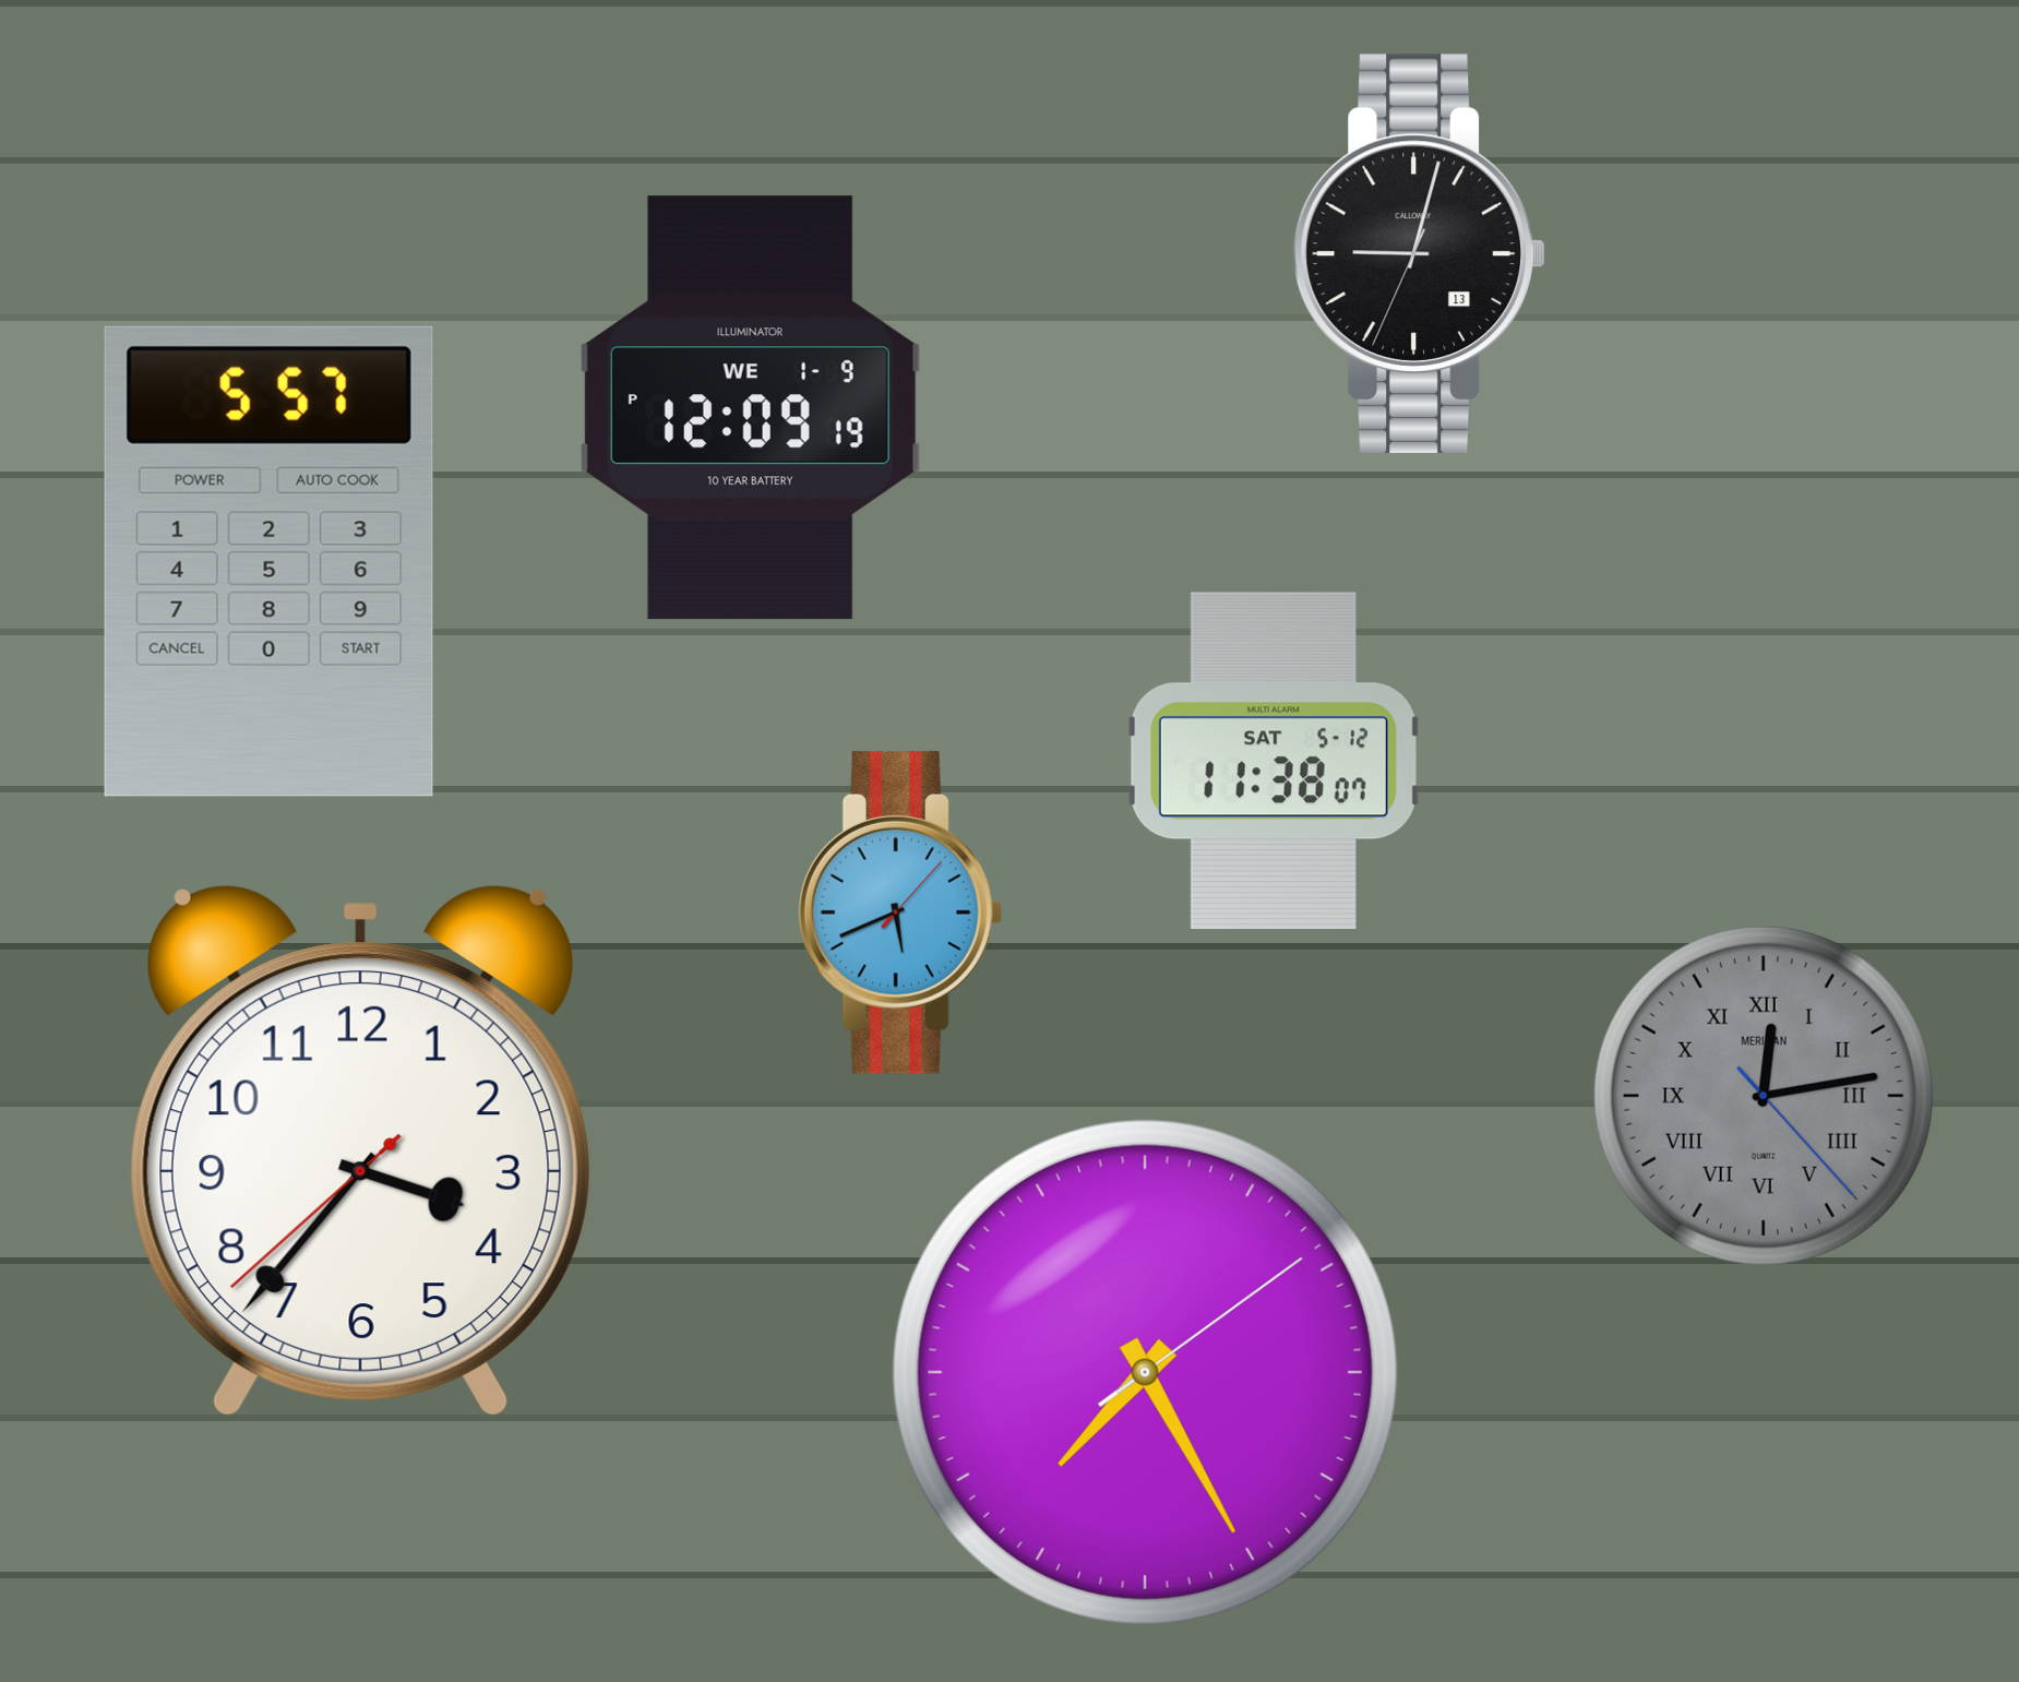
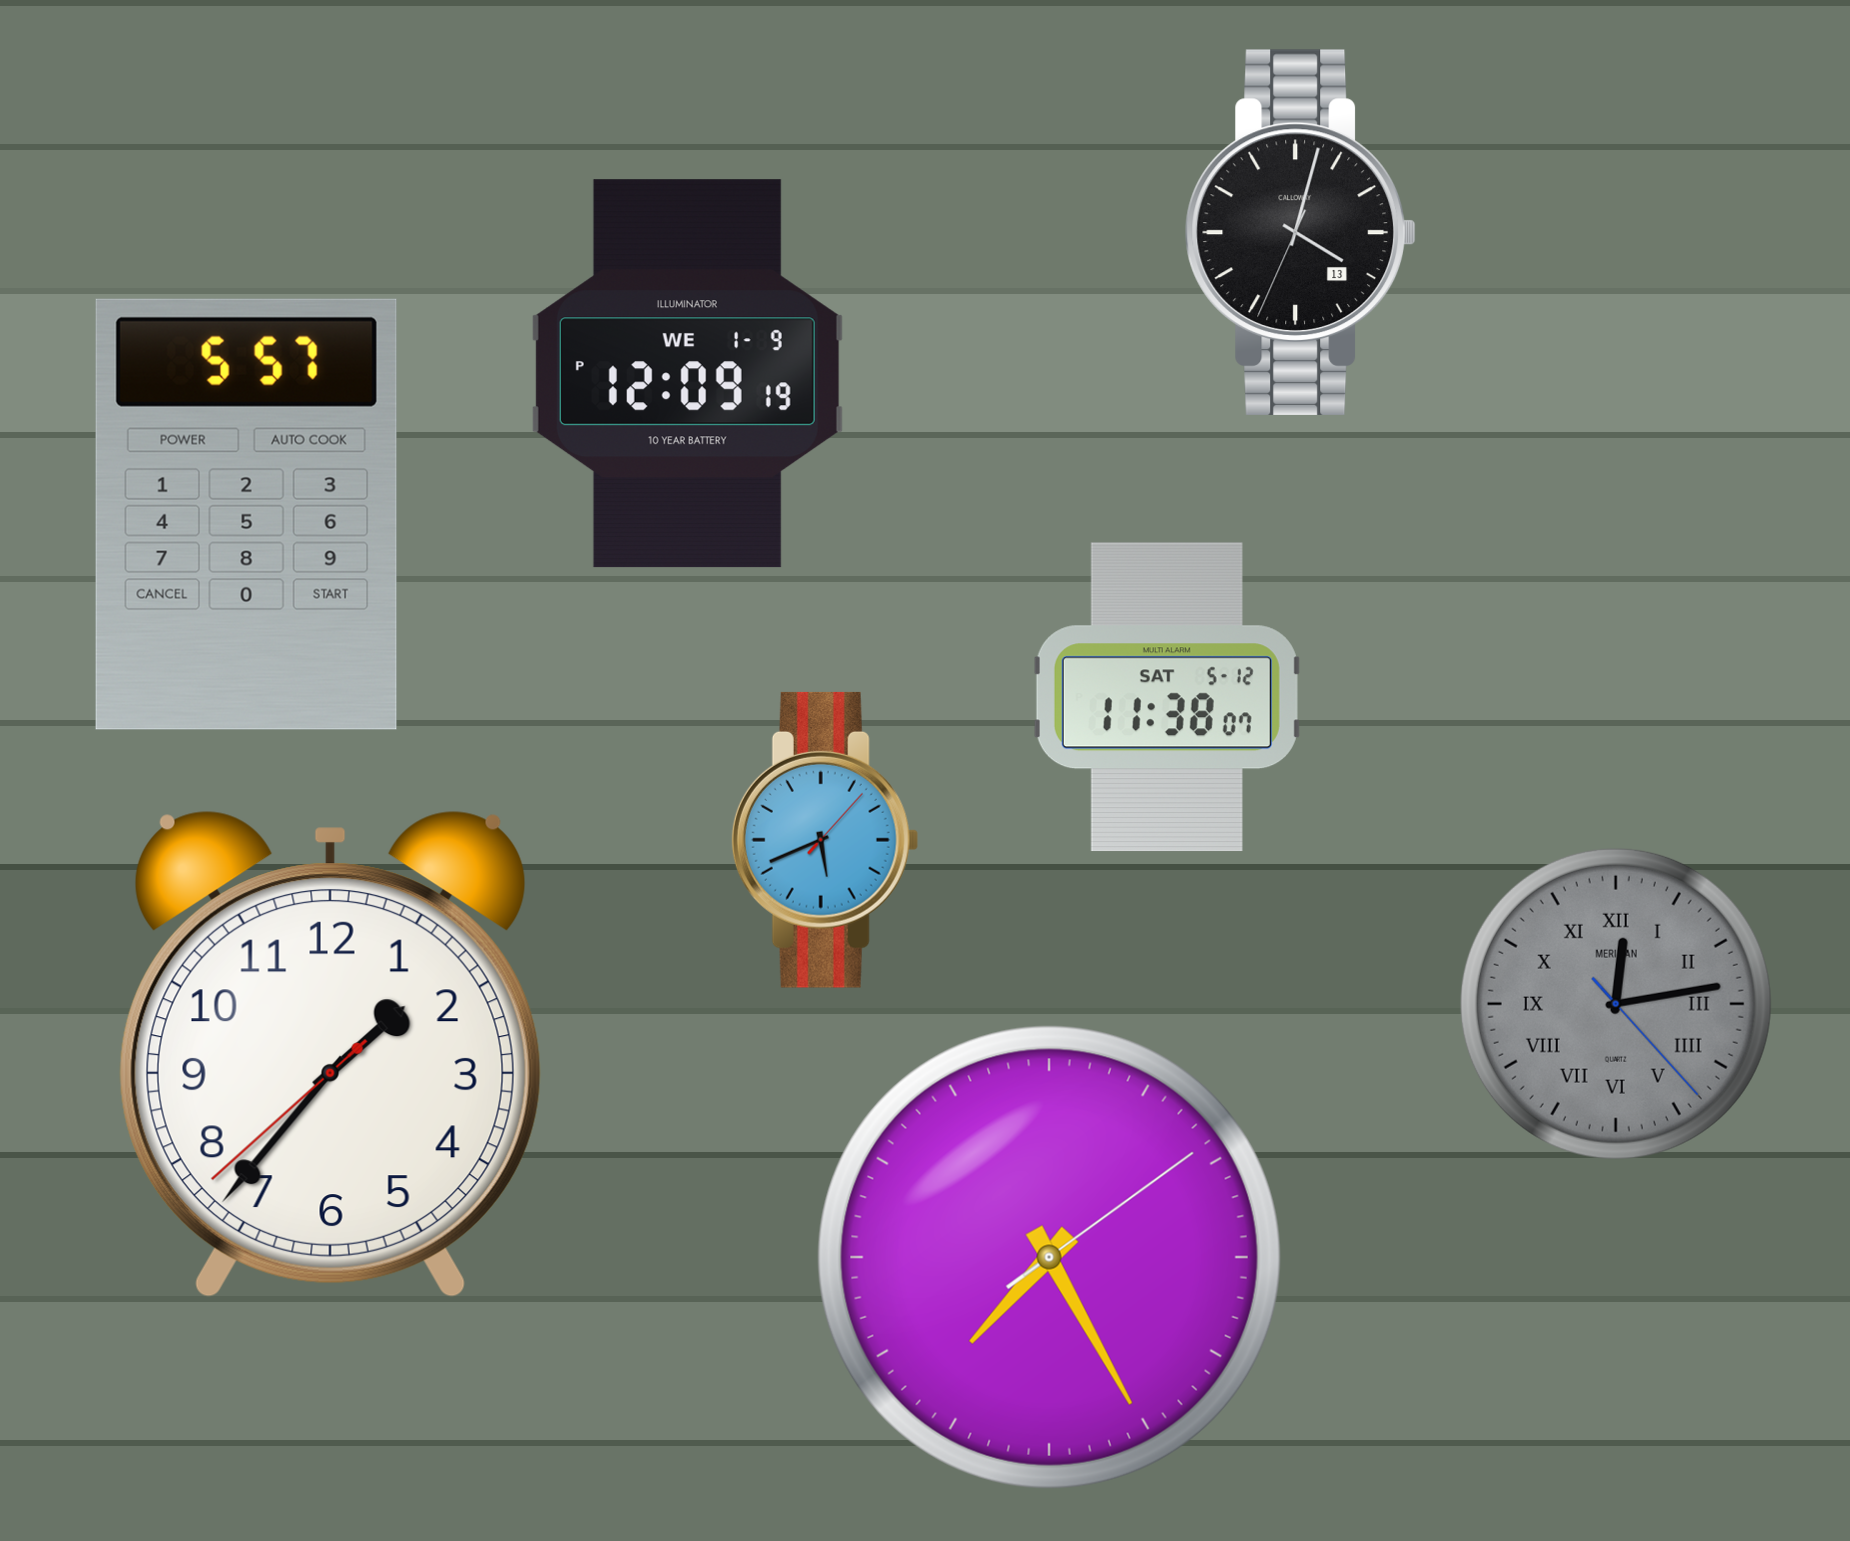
clock at (1419, 253): 9:02 -> 4:02
clock at (900, 912) position: (900, 912) -> (825, 840)
clock at (360, 1152): 3:36 -> 1:36
